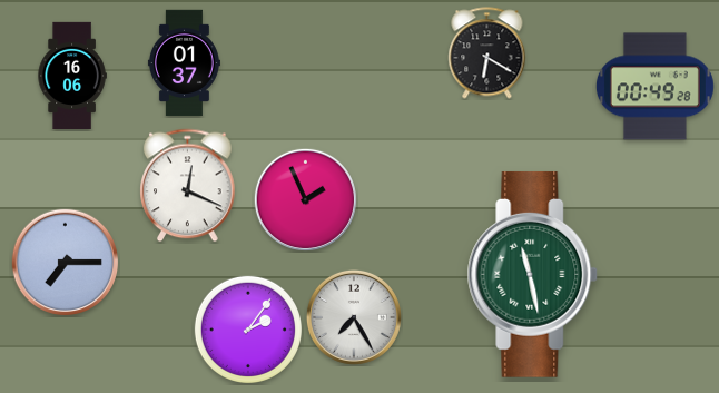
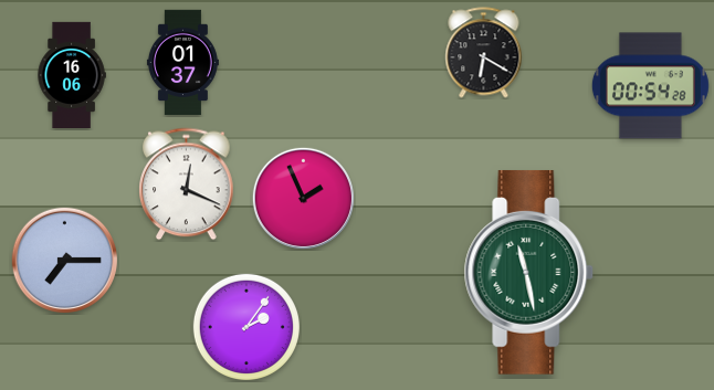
clock at (654, 87): 00:49 -> 00:54
clock at (354, 317): 7:25 -> none
